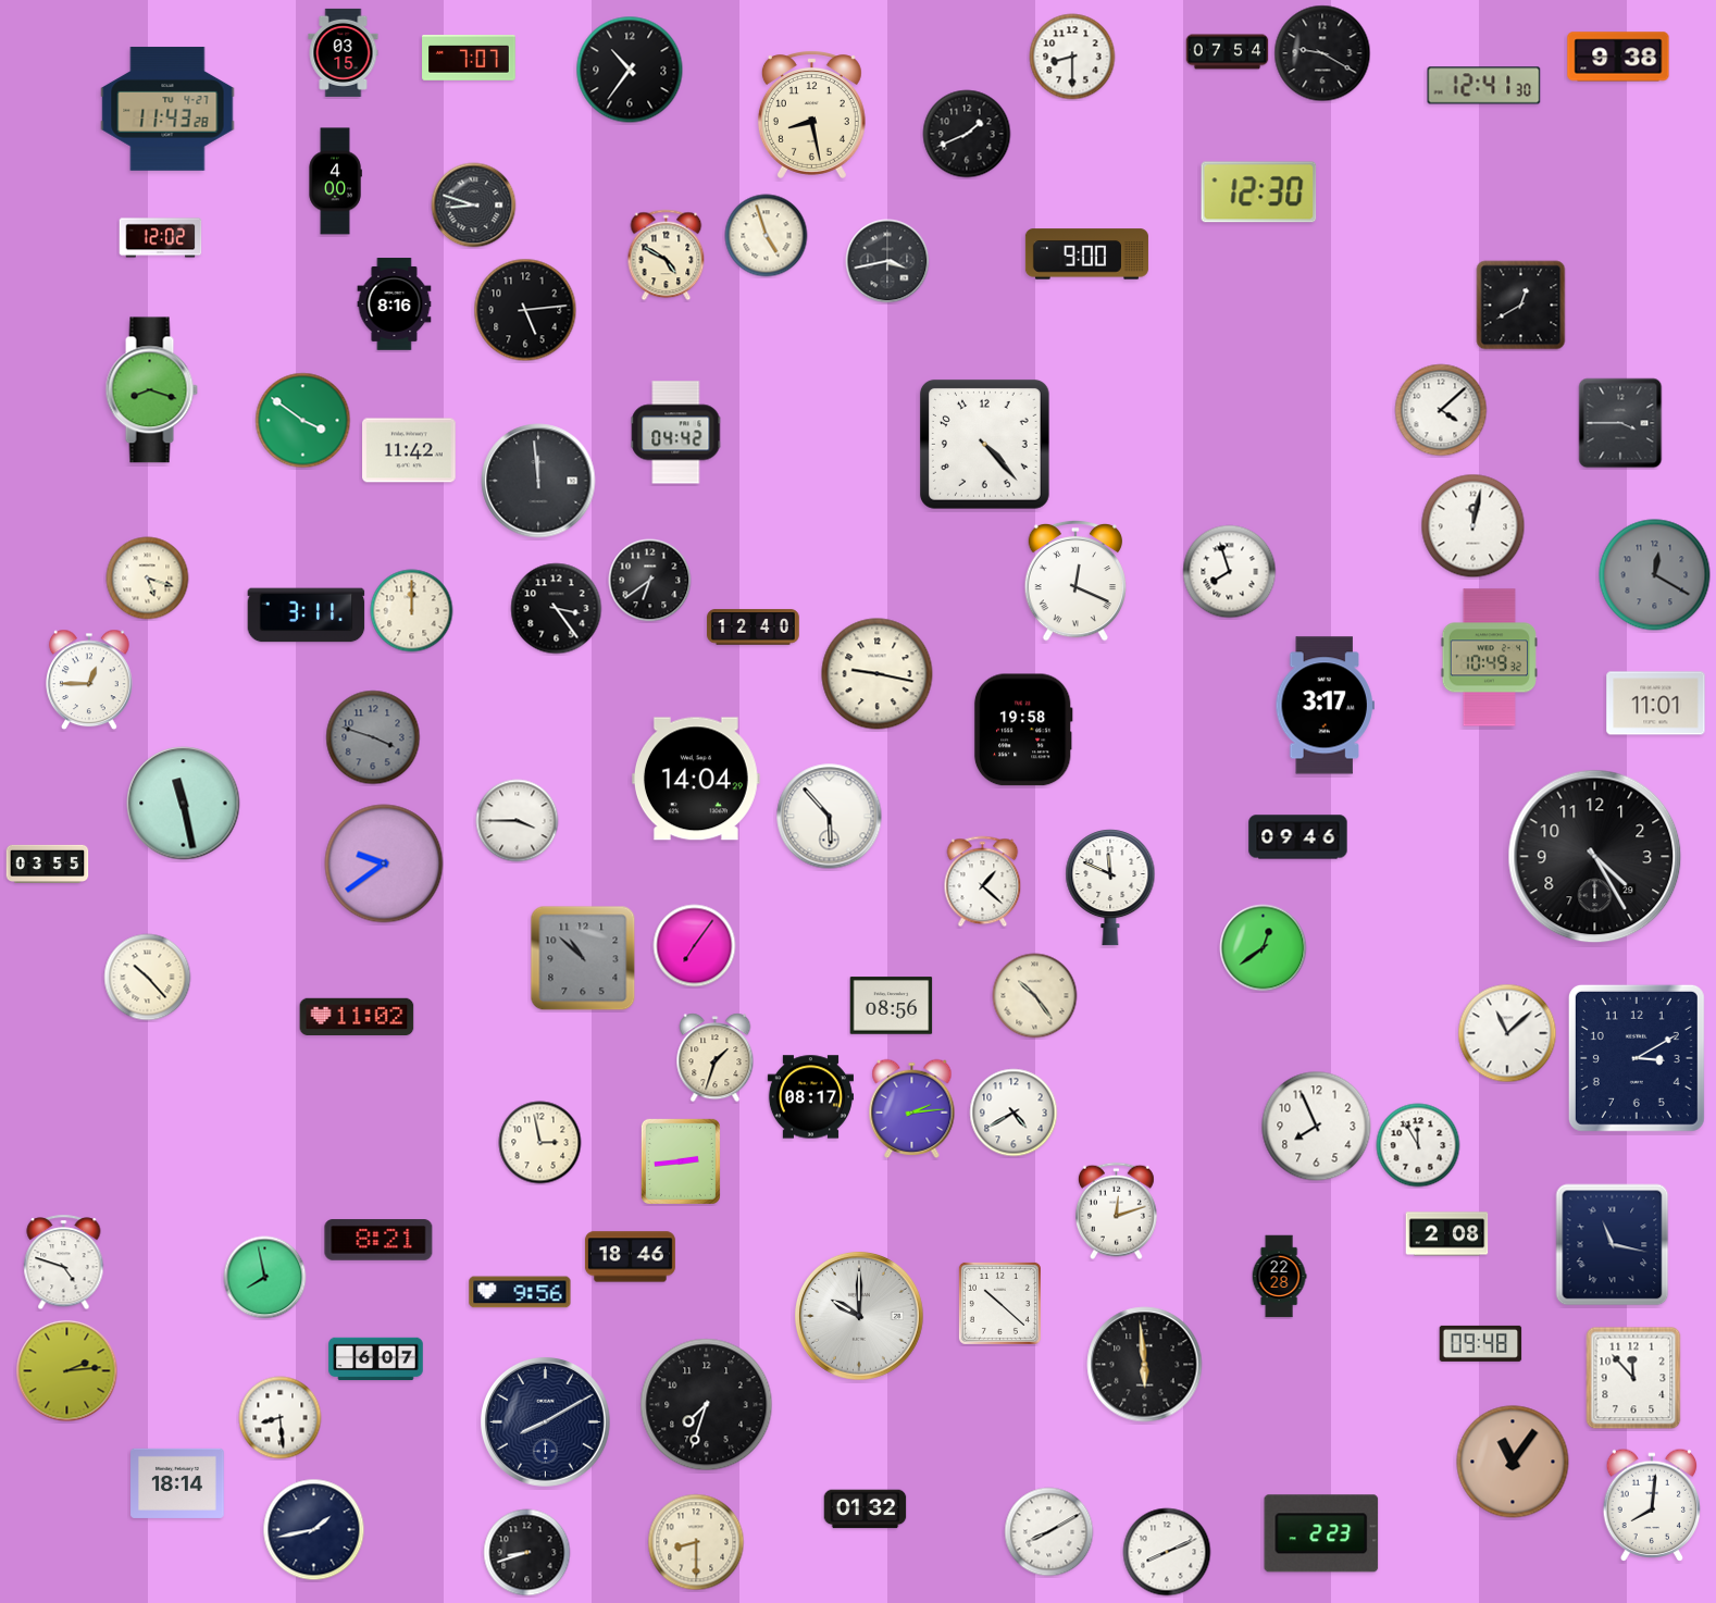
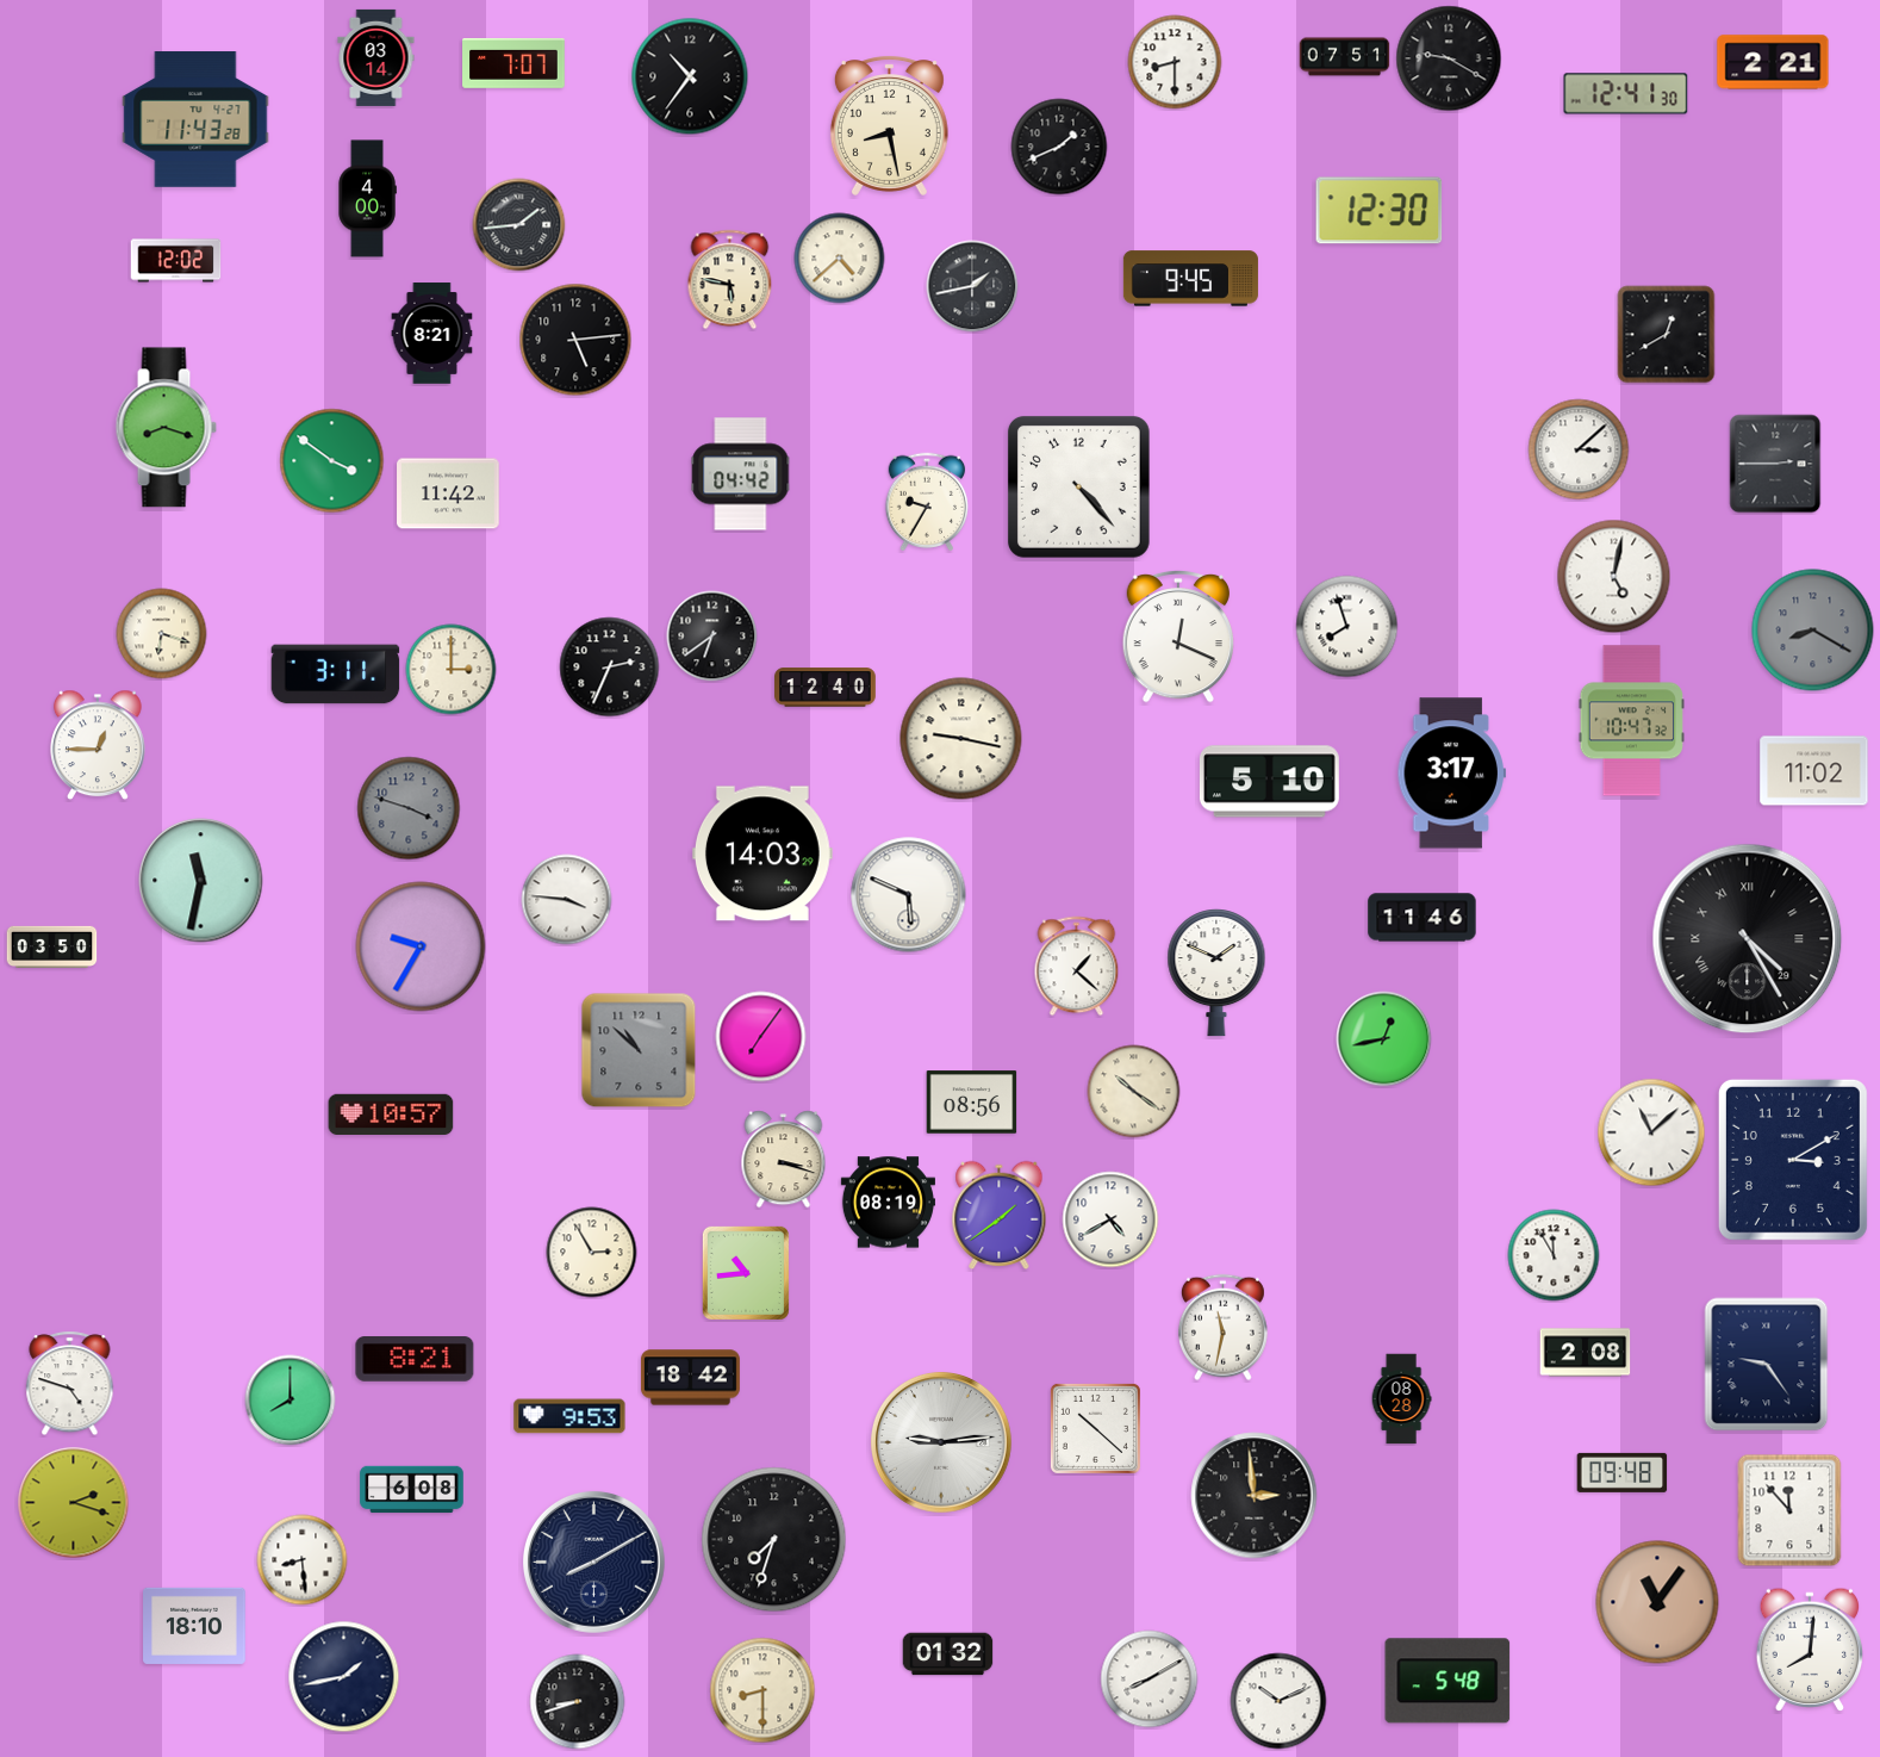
clock at (344, 52): 03:15 -> 03:14
clock at (1228, 52): 07:54 -> 07:51
clock at (1618, 57): 9:38 -> 2:21
clock at (167, 109) position: (167, 109) -> (195, 119)
clock at (474, 206): 8:48 -> 1:44
clock at (767, 236): 4:57 -> 4:38
clock at (1086, 254): 9:00 -> 9:45
clock at (667, 256): 4:50 -> 5:47
clock at (887, 261): 3:43 -> 1:43
clock at (395, 305): 8:16 -> 8:21
clock at (1441, 410): 4:08 -> 3:08
clock at (1620, 423): 3:45 -> 2:45
clock at (927, 502): none -> 9:35
clock at (538, 481): 11:59 -> none
clock at (1473, 526): 12:02 -> 5:02
clock at (1655, 575): 12:20 -> 8:20
clock at (148, 579): 5:18 -> 6:18
clock at (557, 609): 3:24 -> 2:34
clock at (412, 611): 12:00 -> 3:00
clock at (1489, 658): 10:49 -> 10:47
clock at (1656, 704): 11:01 -> 11:02
clock at (1269, 782): none -> 5:10
clock at (1023, 730): 19:58 -> none
clock at (696, 779): 14:04 -> 14:03
clock at (184, 804): 11:28 -> 11:32
clock at (830, 817): 5:53 -> 5:49
clock at (518, 821): 3:45 -> 3:46
clock at (1298, 837): 09:46 -> 11:46
clock at (1595, 857) numerals: Arabic -> Roman
clock at (48, 863): 03:55 -> 03:50
clock at (384, 863): 9:39 -> 9:35
clock at (1110, 887): 11:49 -> 1:49
clock at (1264, 948): 12:39 -> 12:43
clock at (148, 978): 10:23 -> none
clock at (1035, 996): 10:24 -> 10:21
clock at (892, 1006) position: (892, 1006) -> (972, 1103)
clock at (357, 1017): 11:02 -> 10:57
clock at (716, 1058): 1:33 -> 3:18
clock at (810, 1097): 08:17 -> 08:19
clock at (912, 1108): 2:14 -> 1:39
clock at (1317, 1127): 7:56 -> none
clock at (540, 1143): 2:58 -> 2:55
clock at (681, 1161): 2:44 -> 10:44
clock at (1116, 1211): 12:12 -> 11:32
clock at (1613, 1245): 11:17 -> 9:24
clock at (630, 1257): 18:46 -> 18:42
clock at (1279, 1277): 22:28 -> 08:28
clock at (265, 1278): 7:58 -> 8:00
clock at (520, 1292): 9:56 -> 9:53
clock at (860, 1317): 10:00 -> 9:14
clock at (376, 1359): 6:07 -> 6:08
clock at (1145, 1365): 5:59 -> 2:59
clock at (67, 1371): 2:14 -> 2:18
clock at (281, 1418) position: (281, 1418) -> (303, 1560)
clock at (545, 1421) position: (545, 1421) -> (593, 1562)
clock at (177, 1483): 18:14 -> 18:10
clock at (1321, 1533): 2:23 -> 5:48
clock at (1167, 1552): 8:11 -> 10:11
